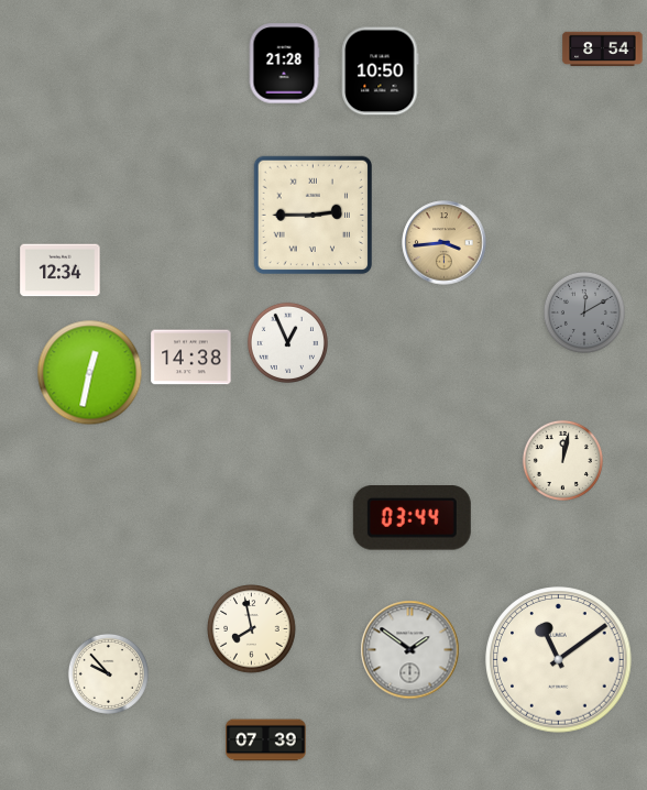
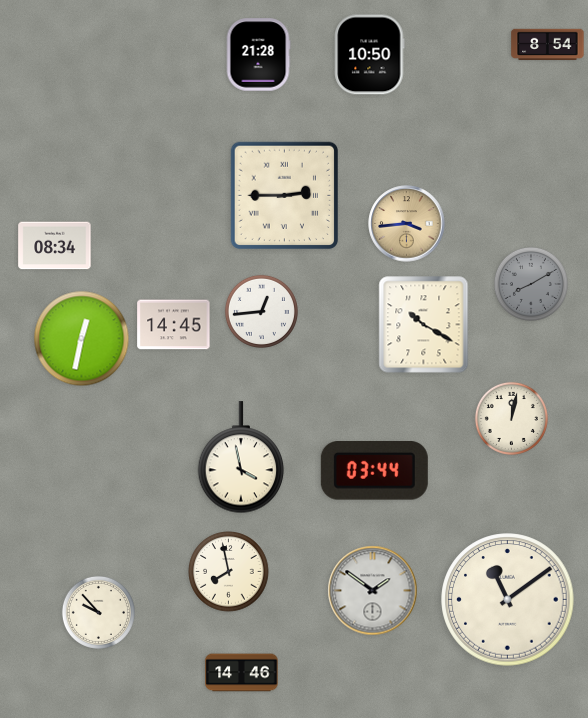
clock at (284, 64) position: (284, 64) -> (258, 55)
clock at (381, 72) position: (381, 72) -> (370, 55)
clock at (445, 243) position: (445, 243) -> (407, 224)
clock at (61, 271): 12:34 -> 08:34
clock at (584, 312): 12:10 -> 8:10
clock at (287, 342): 12:56 -> 12:44
clock at (191, 358): 14:38 -> 14:45
clock at (424, 325): none -> 10:20
clock at (241, 458): none -> 3:58
clock at (266, 740): 07:39 -> 14:46
